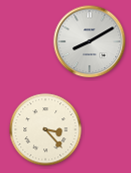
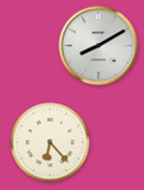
clock at (46, 130): 3:23 -> 6:23
